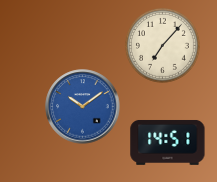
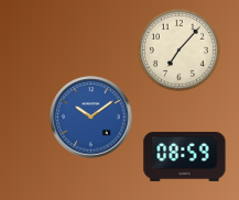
clock at (168, 142): 14:51 -> 08:59
